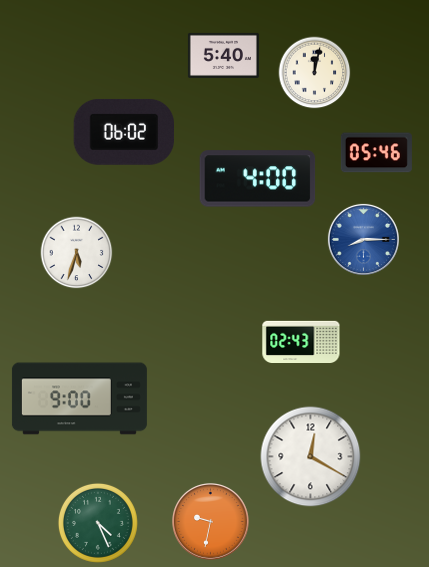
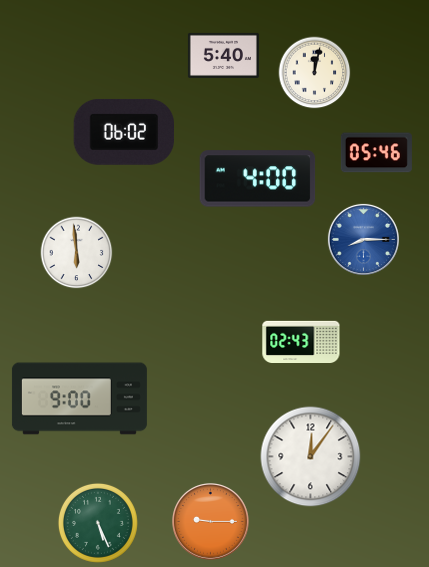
clock at (77, 253): 5:33 -> 5:59
clock at (311, 457): 12:20 -> 12:06
clock at (211, 522): 9:32 -> 9:15
clock at (98, 523): 4:26 -> 5:26
